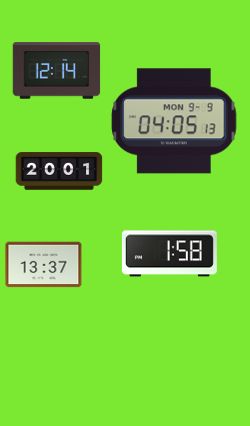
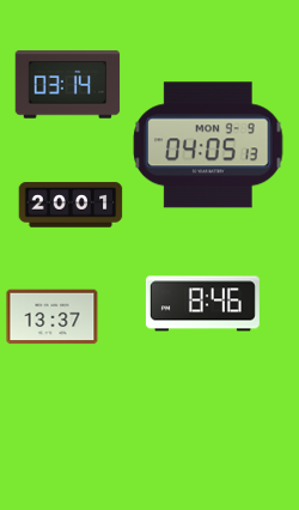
clock at (57, 71): 12:14 -> 03:14
clock at (169, 254): 1:58 -> 8:46
